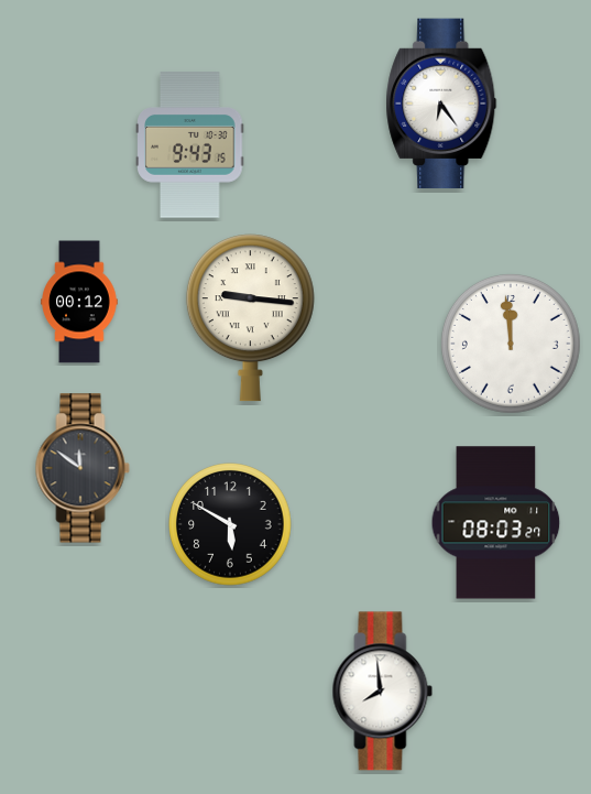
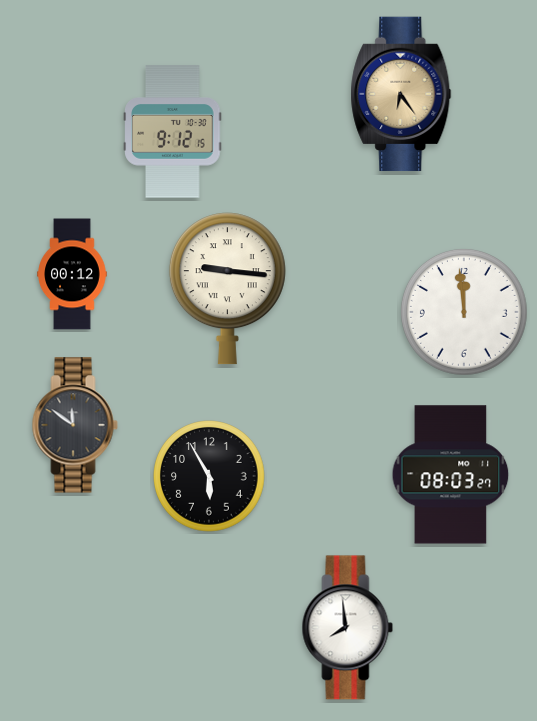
clock at (441, 104) dial: white -> champagne
clock at (190, 145): 9:43 -> 9:12
clock at (230, 524): 5:50 -> 5:55
